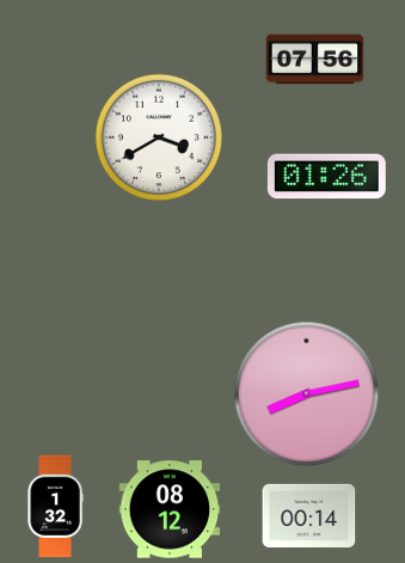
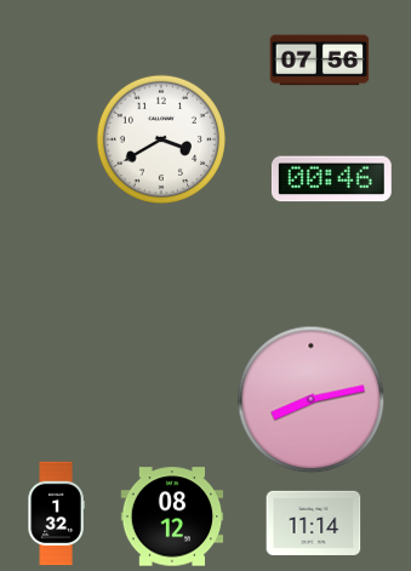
clock at (326, 177): 01:26 -> 00:46
clock at (308, 515): 00:14 -> 11:14
